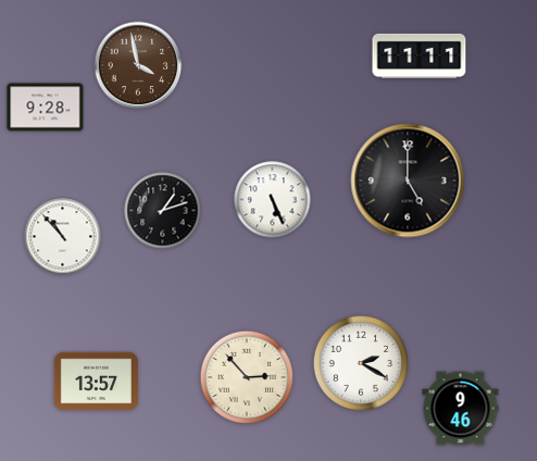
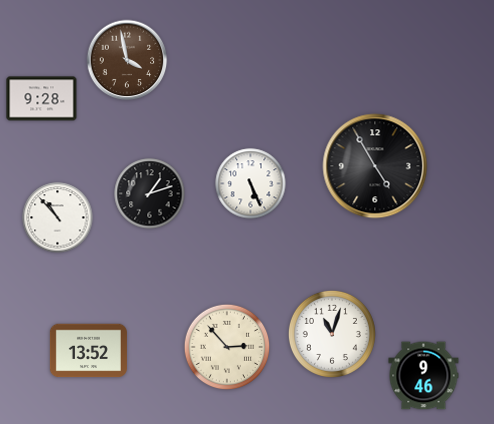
clock at (420, 55): 11:11 -> none
clock at (408, 180): 5:00 -> 4:55
clock at (361, 363): 2:20 -> 11:03
clock at (96, 382): 13:57 -> 13:52
